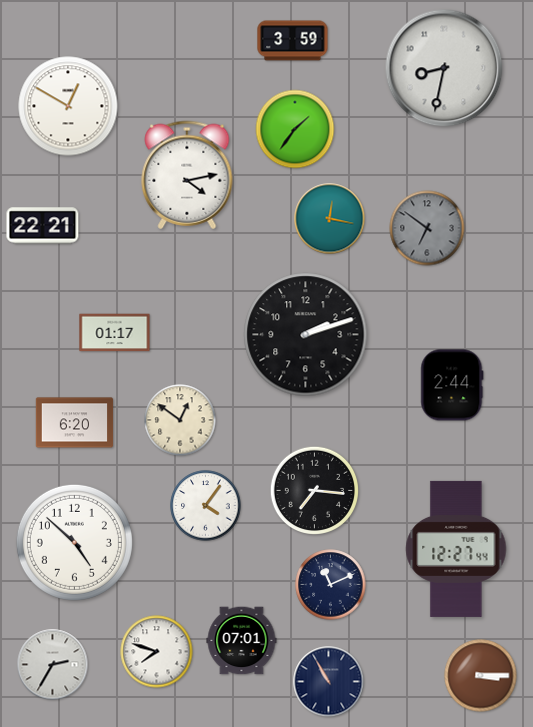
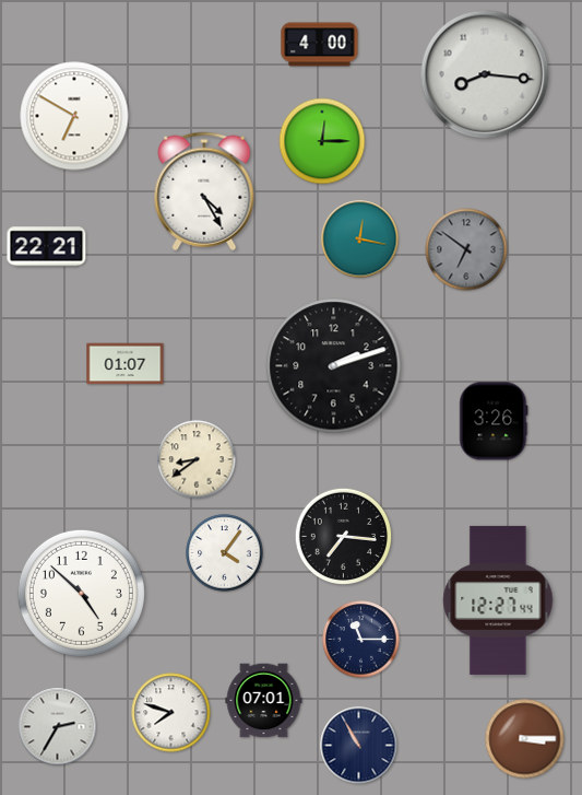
clock at (293, 41): 3:59 -> 4:00
clock at (444, 68): 8:32 -> 8:16
clock at (68, 106): 12:50 -> 6:50
clock at (295, 129): 1:36 -> 12:15
clock at (187, 175): 4:13 -> 4:25
clock at (115, 333): 01:17 -> 01:07
clock at (452, 385): 2:44 -> 3:26
clock at (180, 420): 12:51 -> 8:39
clock at (75, 423): 6:20 -> none
clock at (331, 585): 11:11 -> 11:15
